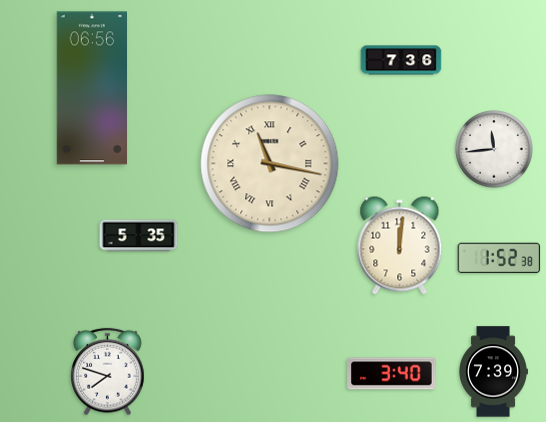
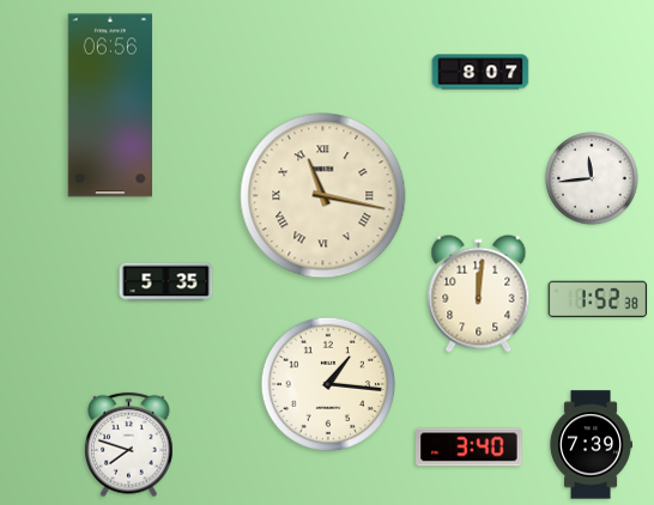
clock at (401, 60): 7:36 -> 8:07
clock at (499, 258) position: (499, 258) -> (598, 299)
clock at (327, 383): none -> 1:16
